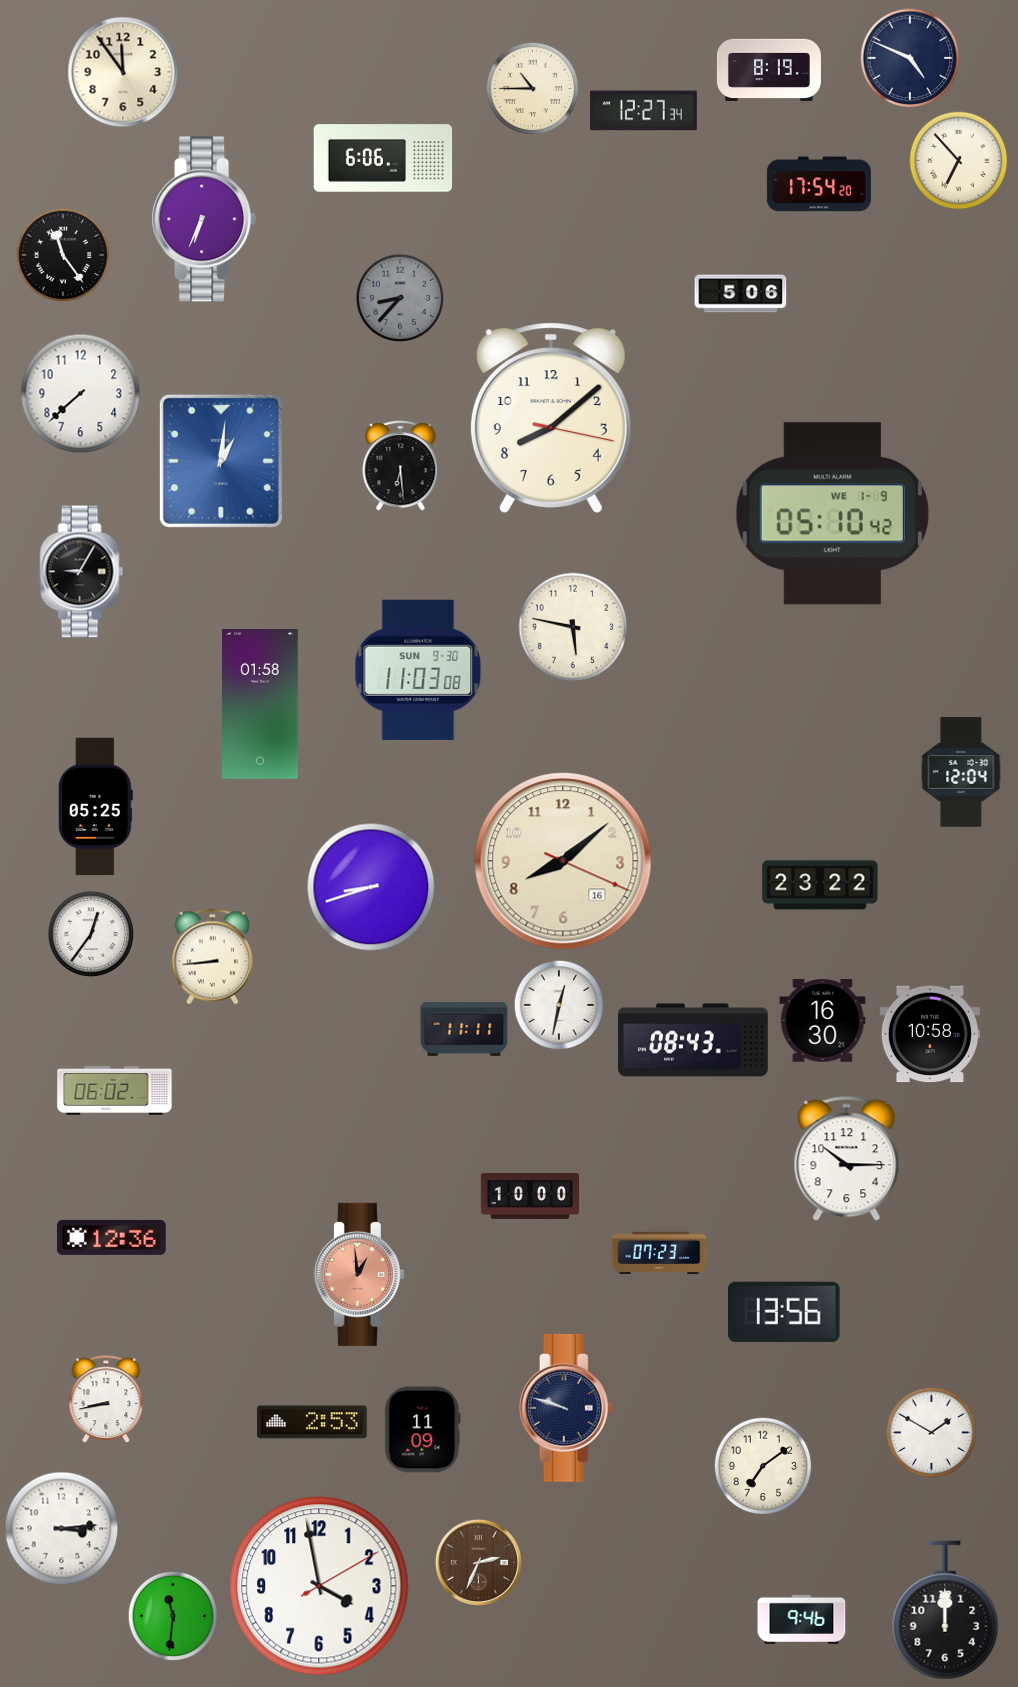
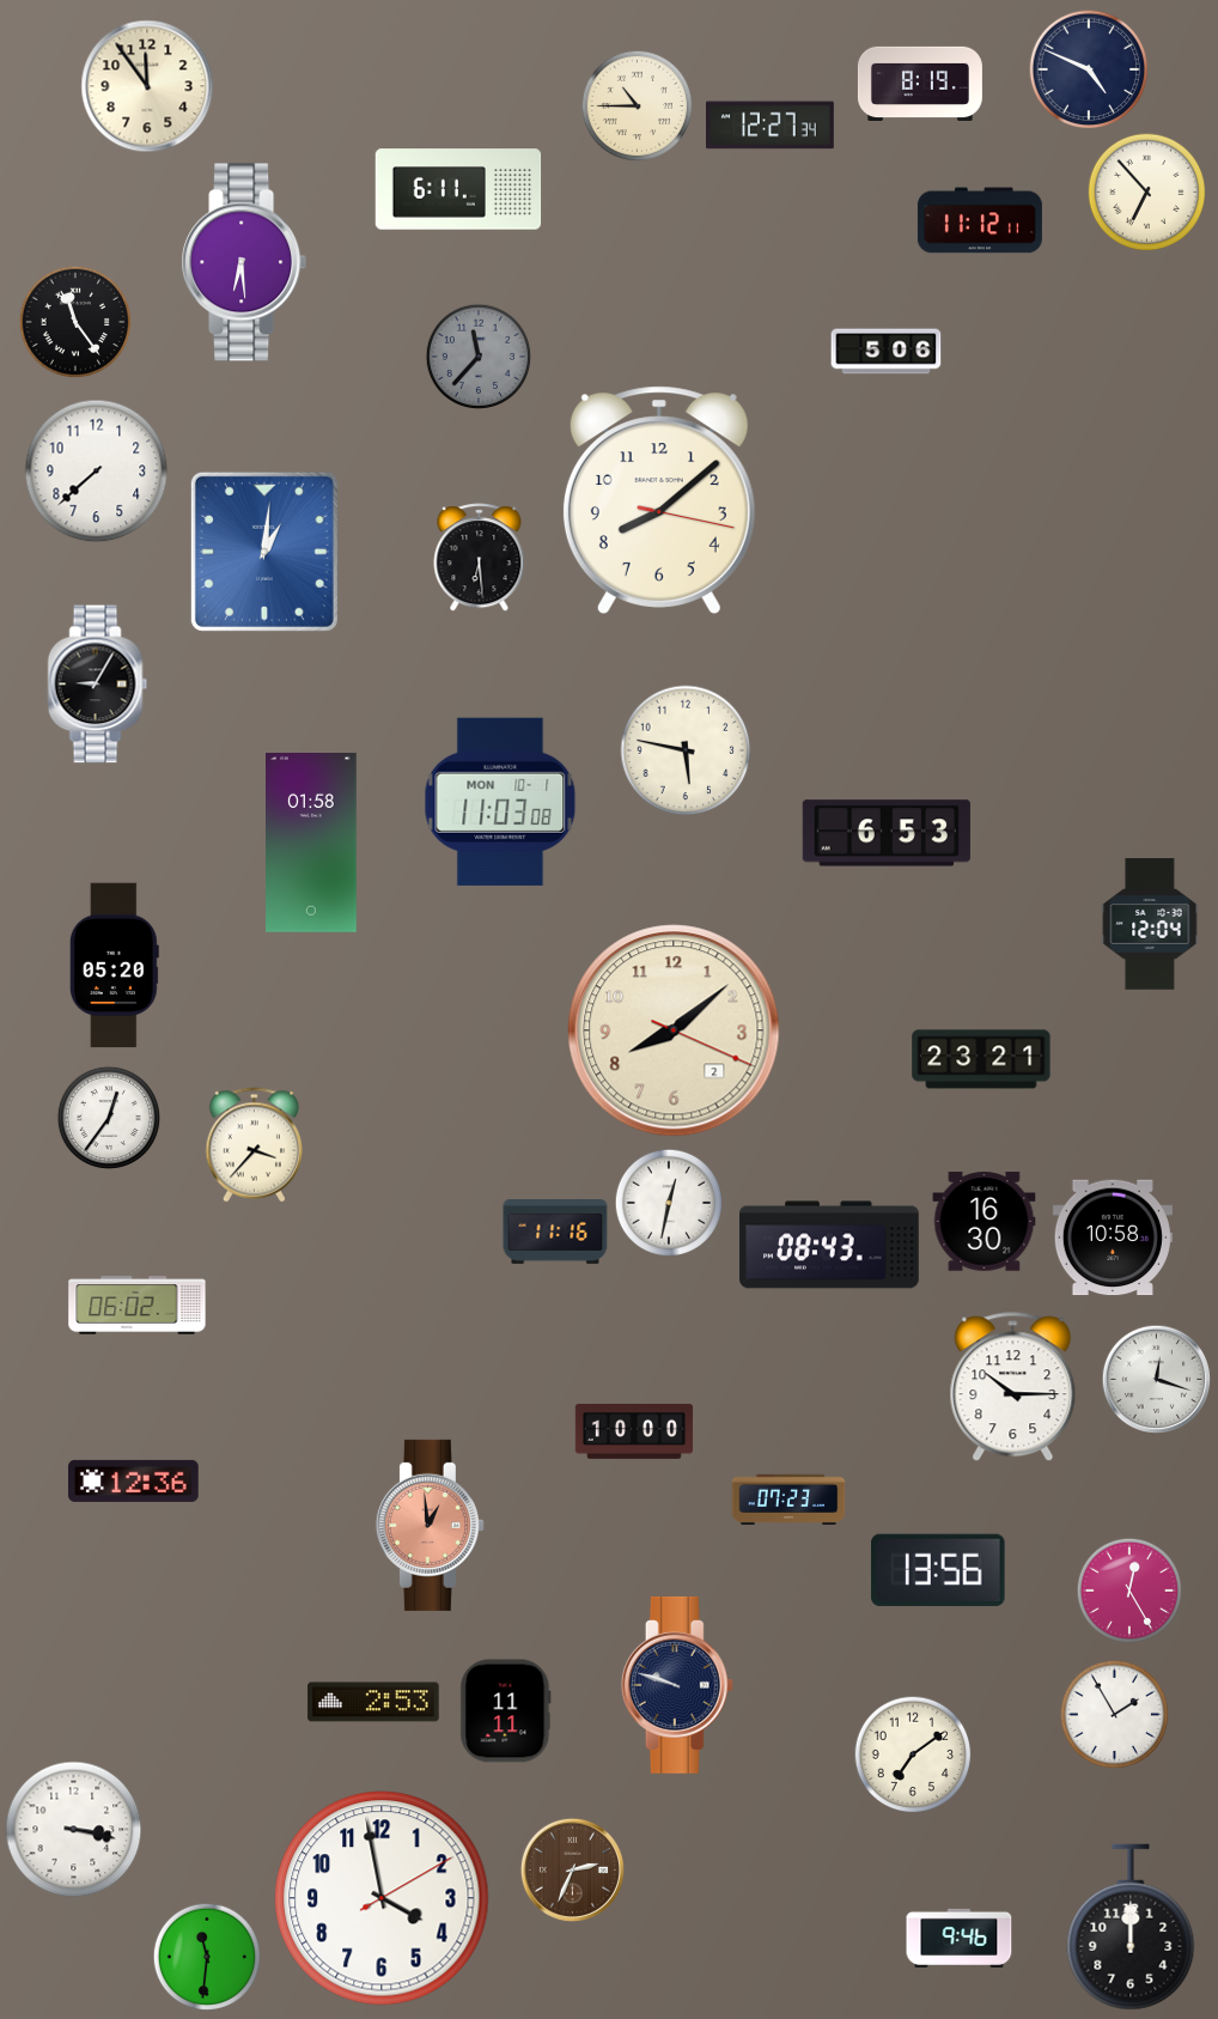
clock at (644, 111) position: (644, 111) -> (771, 126)
clock at (383, 158): 6:06 -> 6:11
clock at (819, 184): 17:54 -> 11:12
clock at (204, 219): 6:34 -> 6:29
clock at (63, 255) position: (63, 255) -> (75, 322)
clock at (399, 297): 8:37 -> 11:37
clock at (832, 514): 05:10 -> none
clock at (418, 670) date: SUN 9-30 -> MON 10-1
clock at (887, 833): none -> 6:53
clock at (95, 807): 05:25 -> 05:20
clock at (563, 861) date: 16 -> 2
clock at (820, 885): 23:22 -> 23:21
clock at (371, 887): 8:42 -> none
clock at (213, 957): 8:44 -> 3:37
clock at (464, 1030): 11:11 -> 11:16
clock at (1156, 1379): none -> 12:18
clock at (1128, 1589): none -> 12:25
clock at (106, 1399): 8:43 -> none
clock at (423, 1430): 11:09 -> 11:11
clock at (931, 1432): 1:50 -> 1:55
clock at (62, 1529): 3:14 -> 3:17
clock at (172, 1615) position: (172, 1615) -> (206, 1956)
